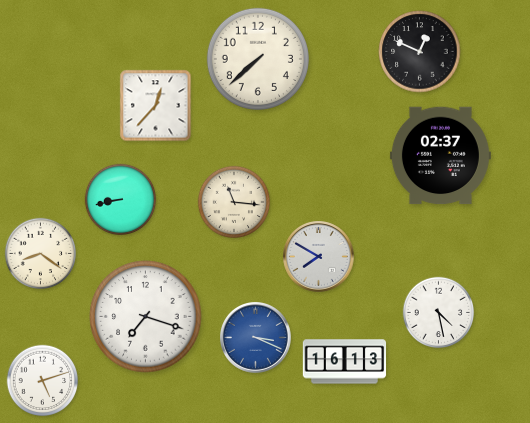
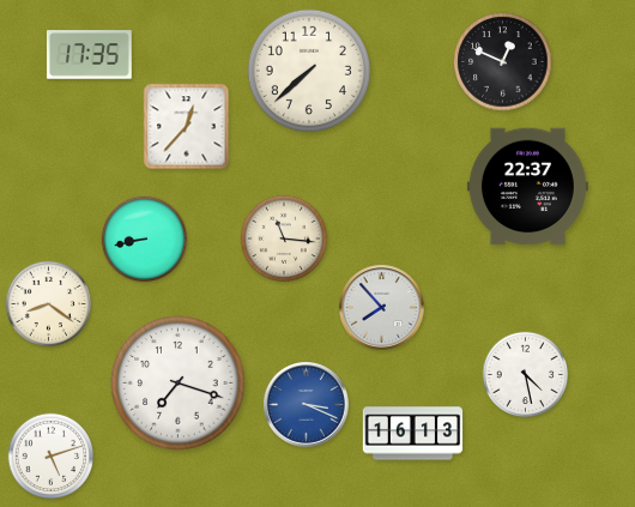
clock at (90, 55): none -> 17:35
clock at (440, 156): 02:37 -> 22:37
clock at (233, 201) position: (233, 201) -> (283, 237)
clock at (319, 257): 7:50 -> 7:53
clock at (146, 317) position: (146, 317) -> (179, 384)
